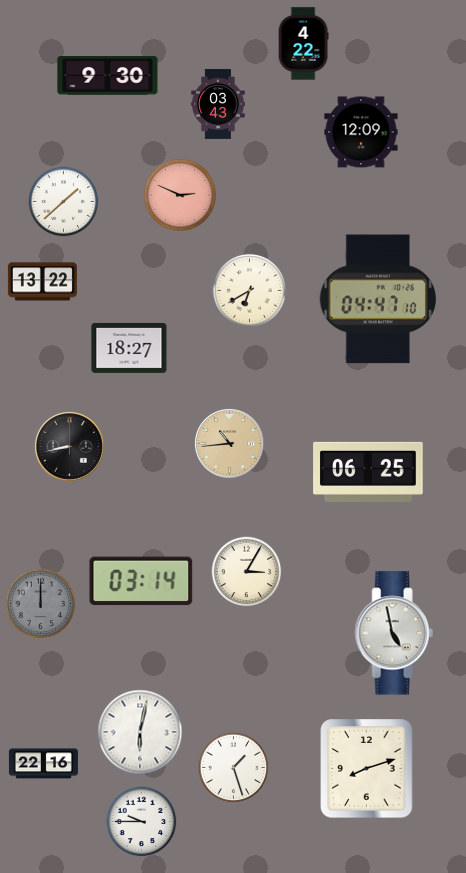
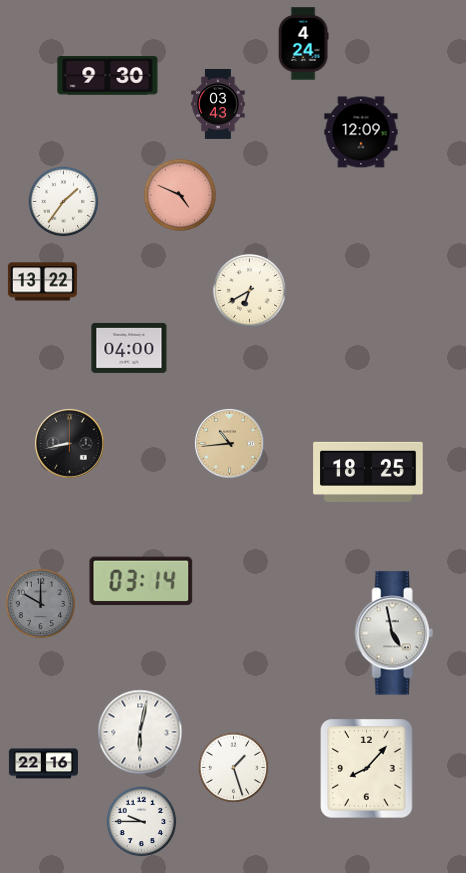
clock at (303, 44): 4:22 -> 4:24
clock at (180, 195): 2:49 -> 4:49
clock at (64, 202): 1:38 -> 1:36
clock at (378, 299): 04:47 -> none
clock at (129, 348): 18:27 -> 04:00
clock at (69, 446) position: (69, 446) -> (69, 443)
clock at (368, 472): 06:25 -> 18:25
clock at (247, 572): 3:05 -> none
clock at (41, 604): 12:00 -> 10:00
clock at (367, 769): 8:12 -> 8:07
